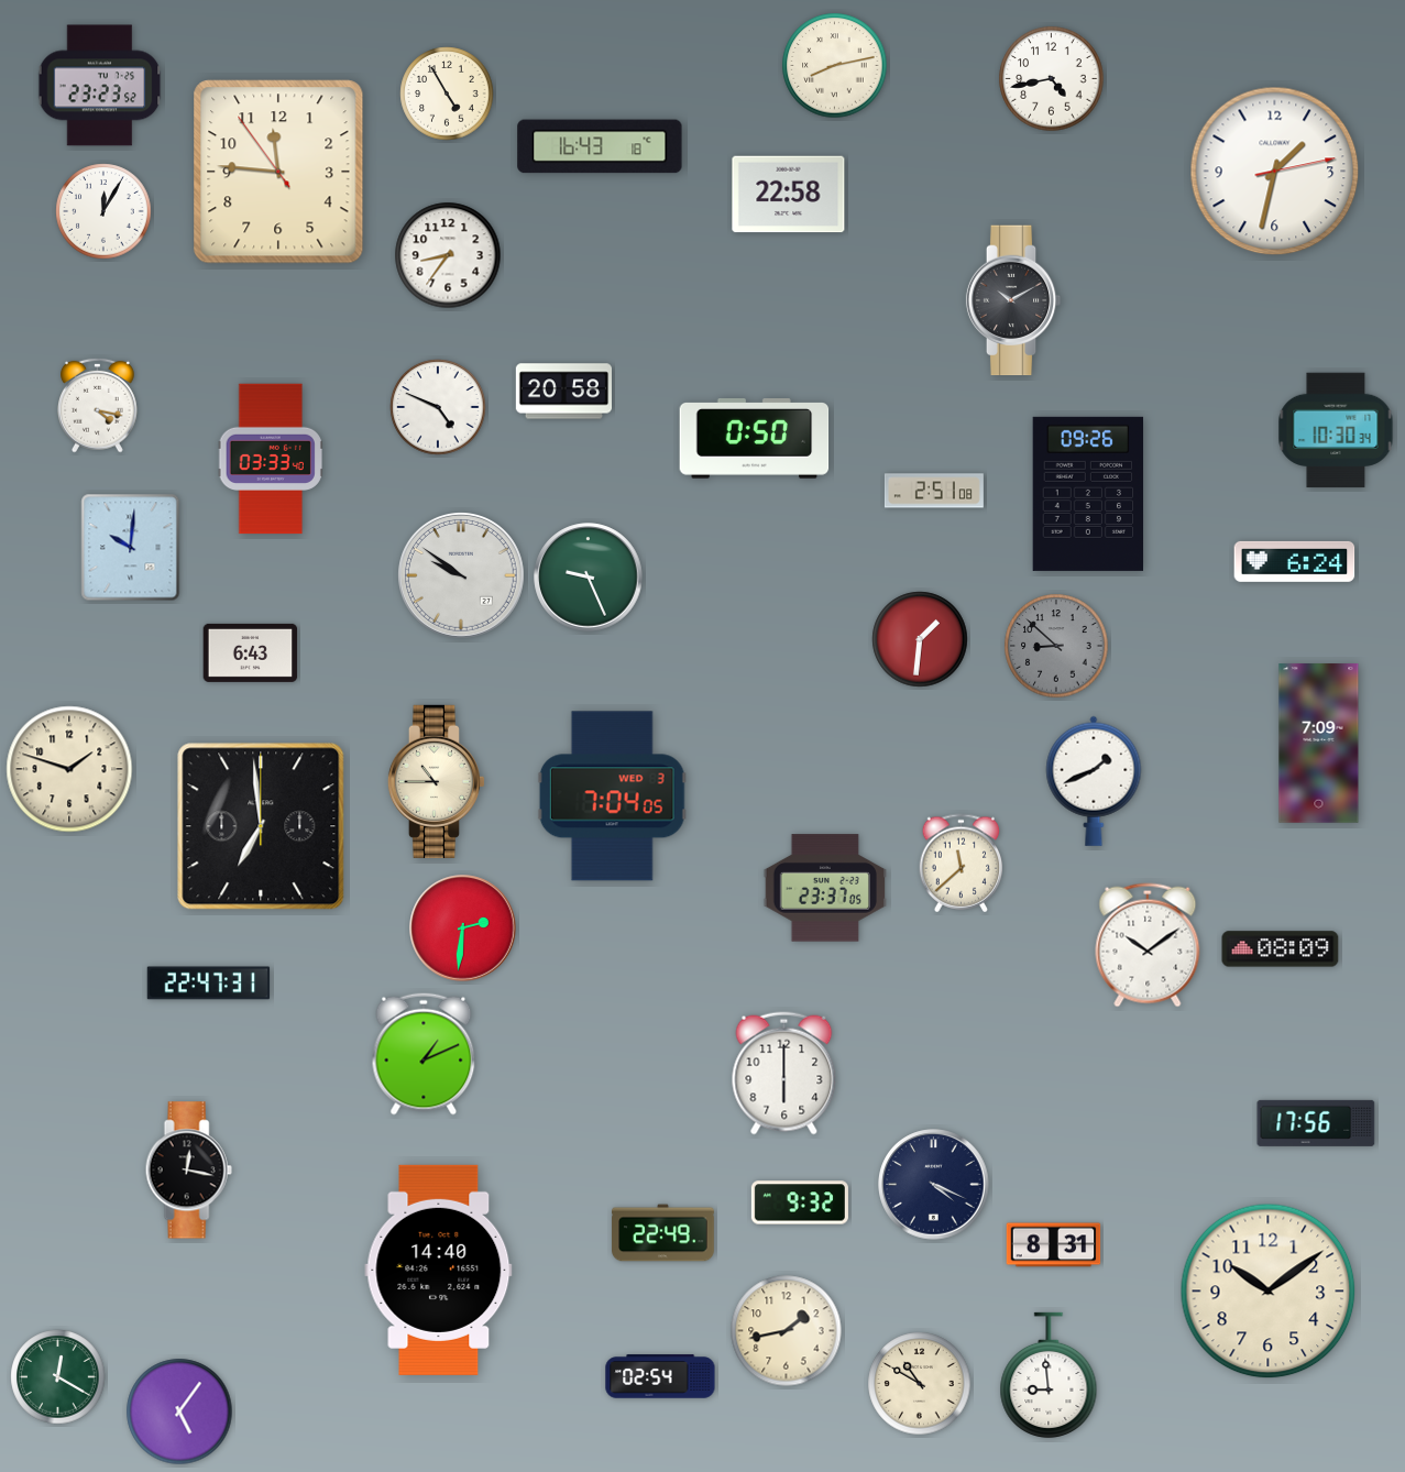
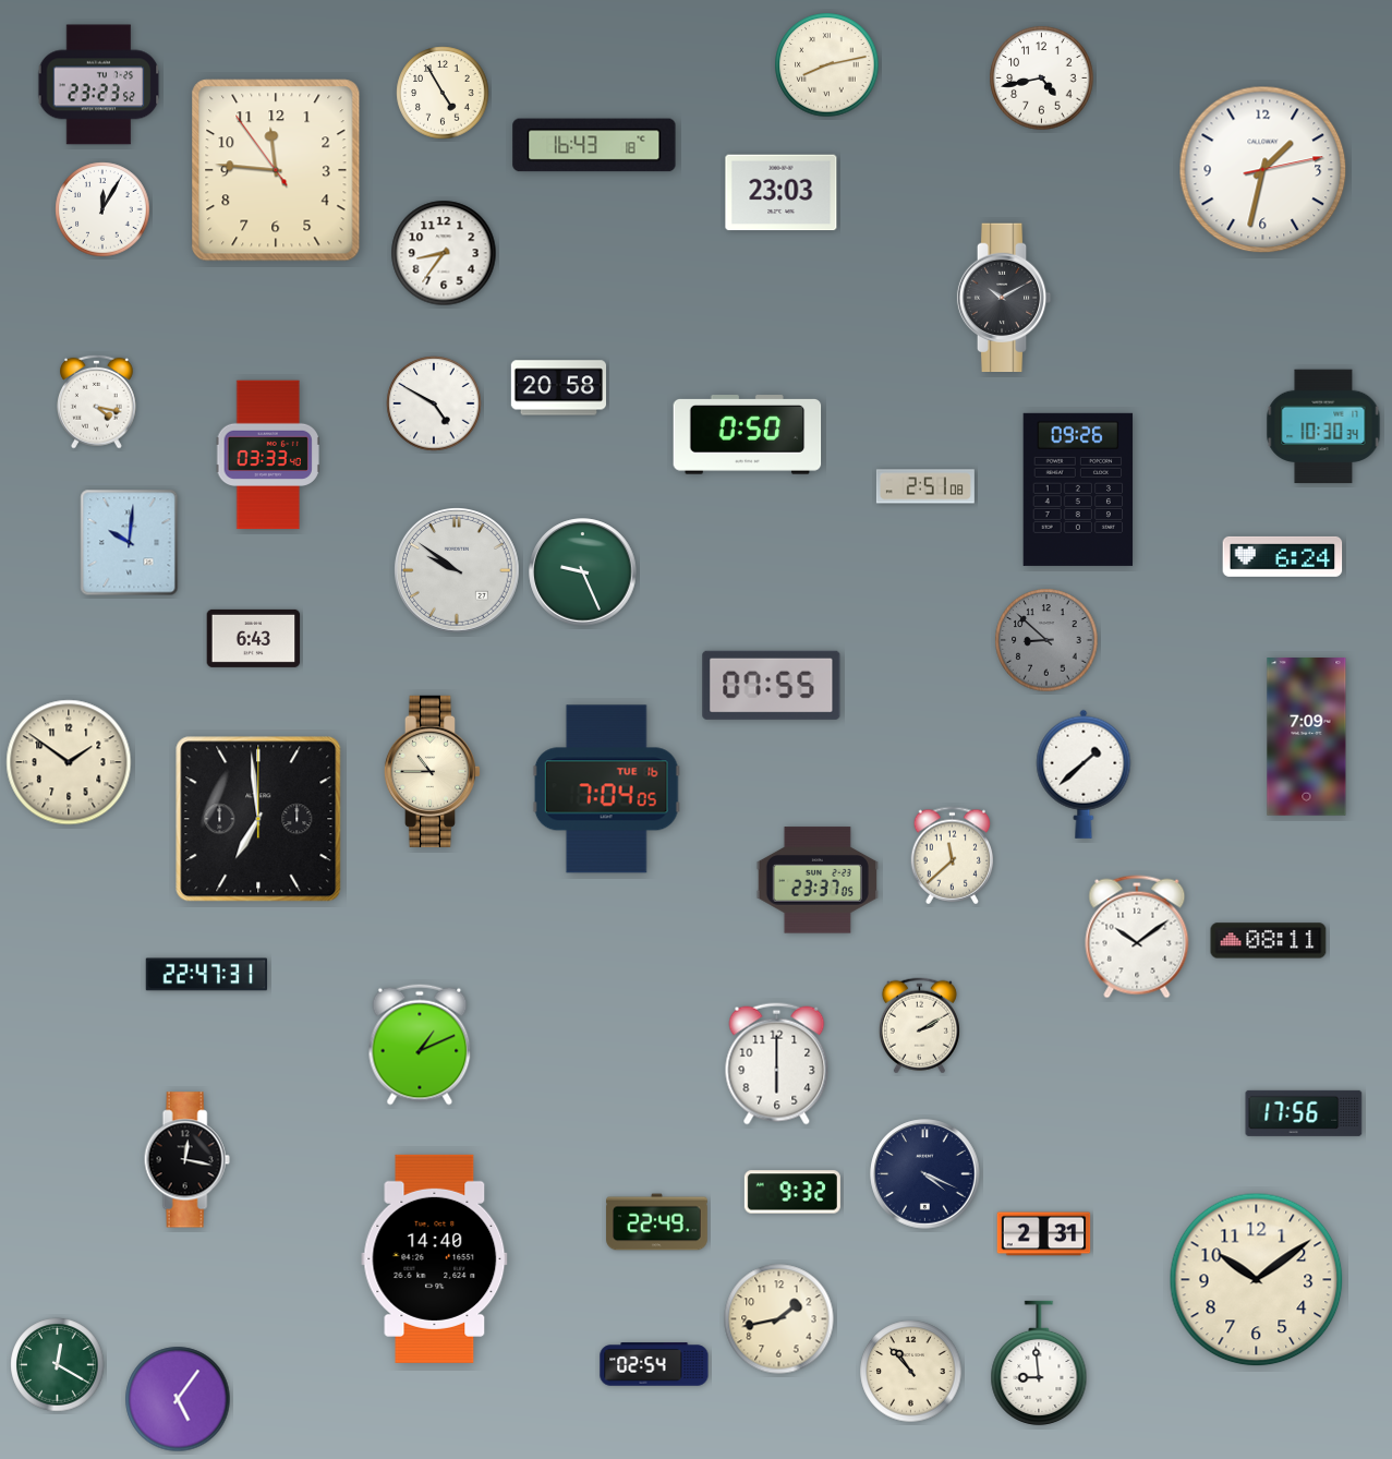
clock at (789, 195): 22:58 -> 23:03
clock at (438, 407): 4:49 -> 4:50
clock at (920, 639): 1:31 -> none
clock at (251, 652) position: (251, 652) -> (254, 638)
clock at (772, 685): none -> 07:55
clock at (69, 769): 1:48 -> 1:51
clock at (436, 781) position: (436, 781) -> (432, 771)
clock at (1094, 781): 1:41 -> 1:38
clock at (612, 797) date: WED 3 -> TUE 16
clock at (463, 929): 2:31 -> none
clock at (1281, 949): 08:09 -> 08:11
clock at (919, 1026): none -> 2:10
clock at (1054, 1245): 8:31 -> 2:31
clock at (920, 1384): 10:50 -> 10:53
